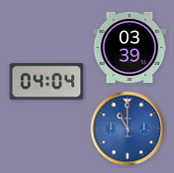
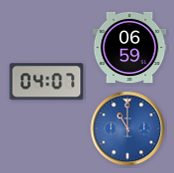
clock at (130, 47): 03:39 -> 06:59
clock at (47, 82): 04:04 -> 04:07
